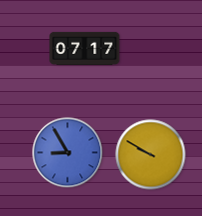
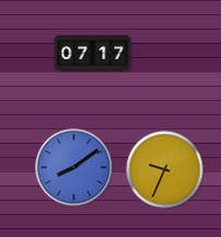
clock at (68, 153): 8:55 -> 8:09
clock at (151, 155): 9:50 -> 9:34
